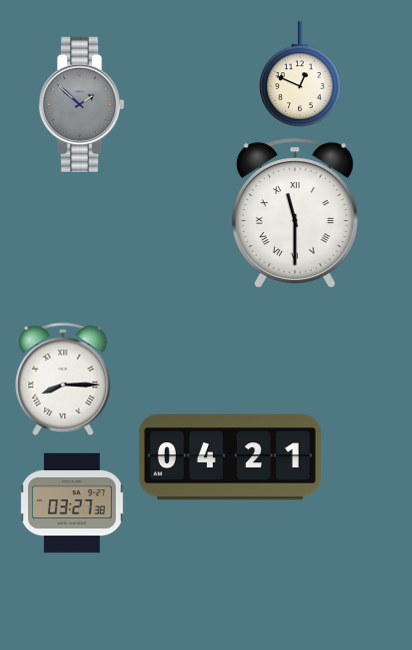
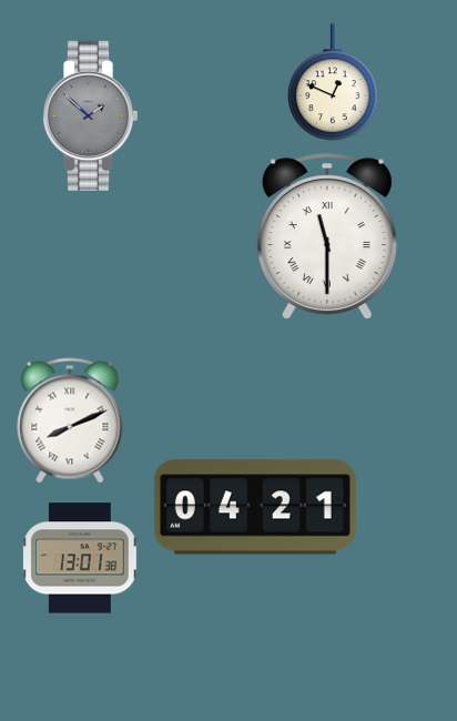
clock at (63, 379): 8:15 -> 8:11
clock at (72, 503): 03:27 -> 13:01
